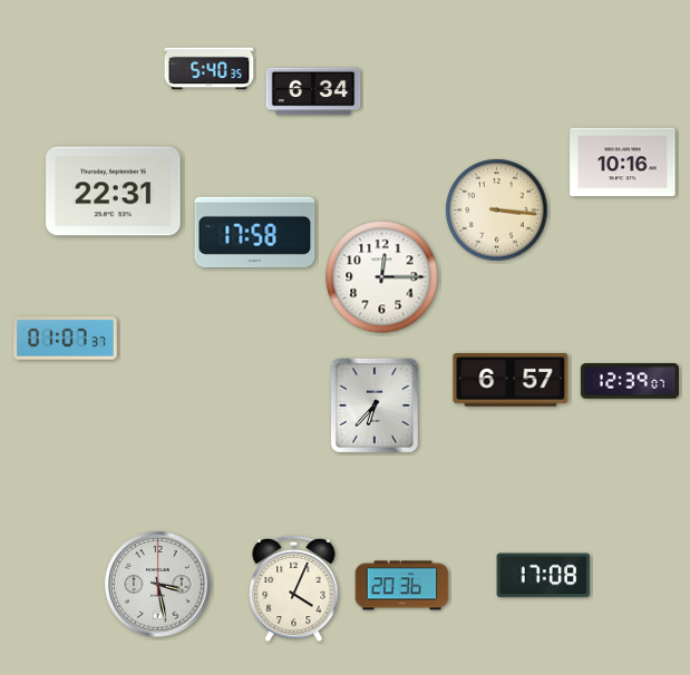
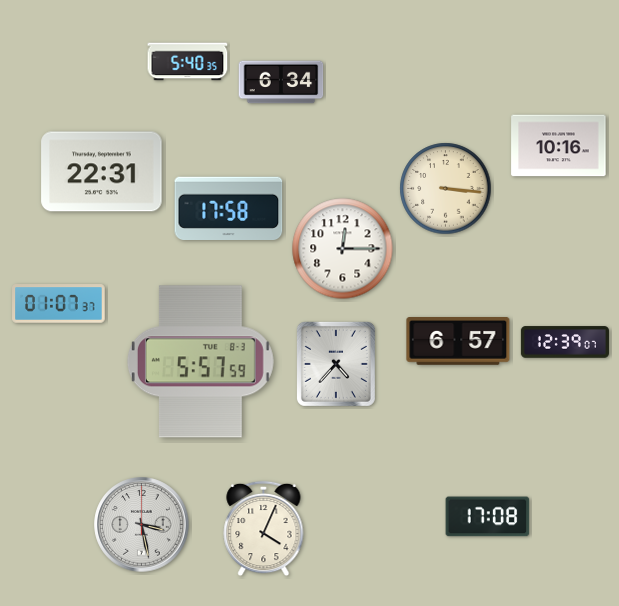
clock at (200, 362): none -> 5:57
clock at (375, 405): 6:37 -> 4:37
clock at (402, 586): 20:36 -> none
